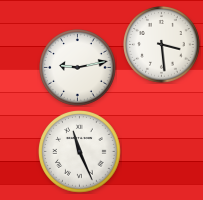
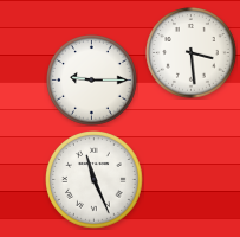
clock at (78, 68): 9:13 -> 9:15
